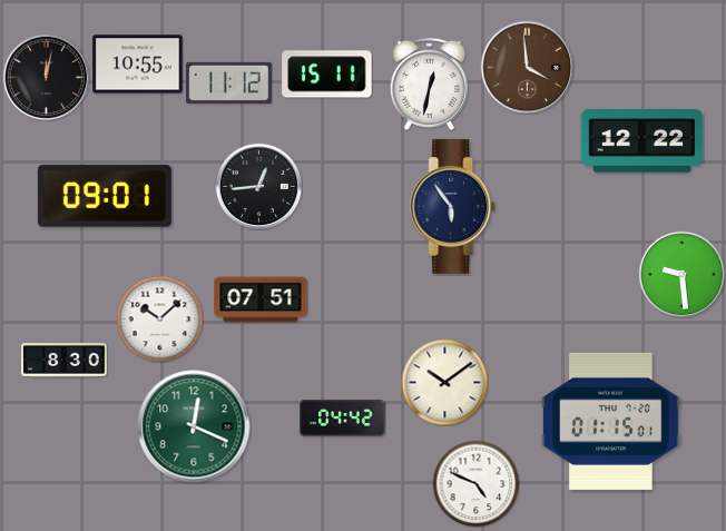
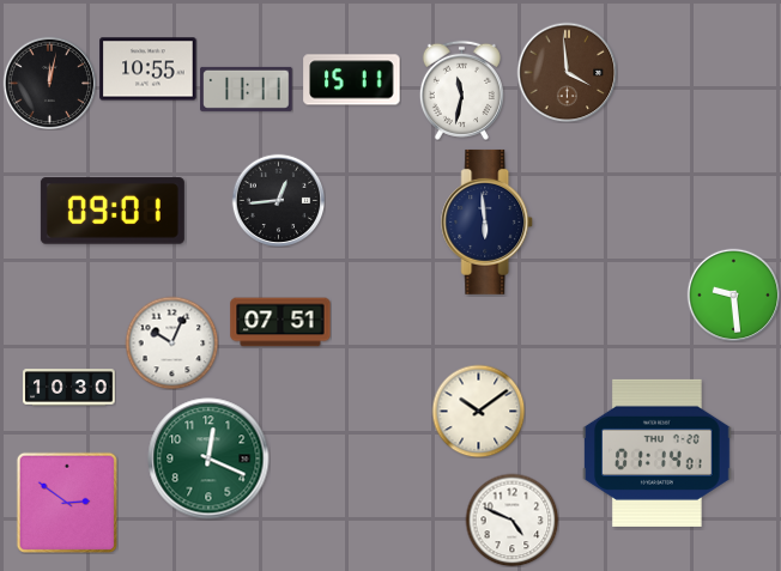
clock at (229, 82): 11:12 -> 11:11
clock at (429, 83): 12:32 -> 11:32
clock at (642, 141): 12:22 -> none
clock at (453, 206): 5:54 -> 5:59
clock at (159, 318): 10:08 -> 10:04
clock at (65, 361): 8:30 -> 10:30
clock at (343, 419): 04:42 -> none
clock at (611, 421): 01:15 -> 01:14
clock at (67, 503): none -> 2:51
